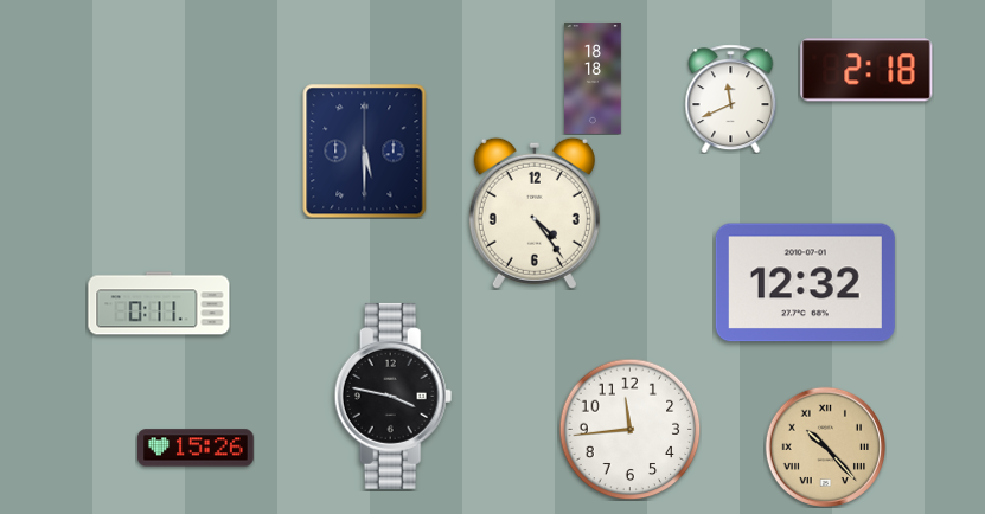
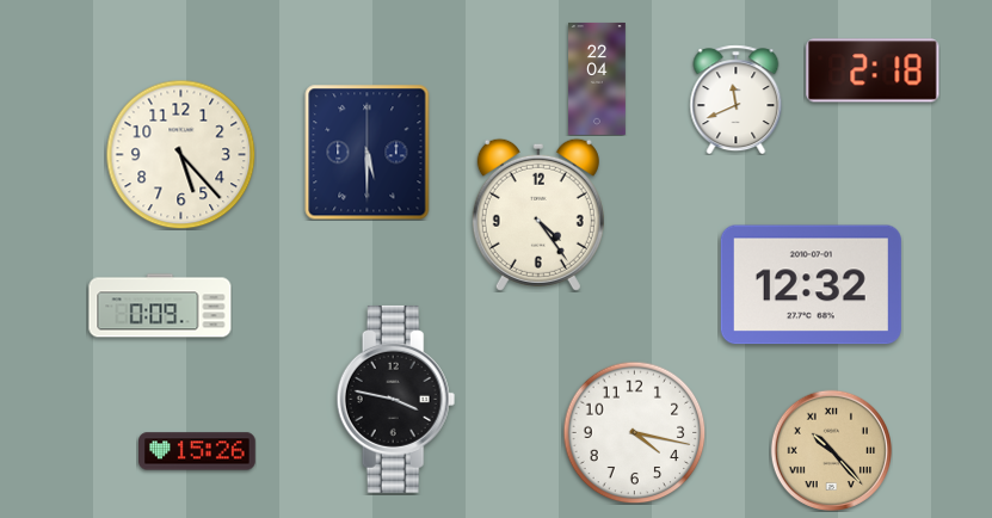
clock at (594, 78): 18:18 -> 22:04
clock at (180, 154): none -> 5:23
clock at (159, 303): 0:11 -> 0:09
clock at (629, 429): 11:44 -> 4:17
